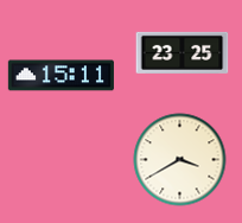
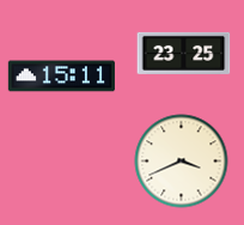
clock at (179, 159): 3:40 -> 3:41
